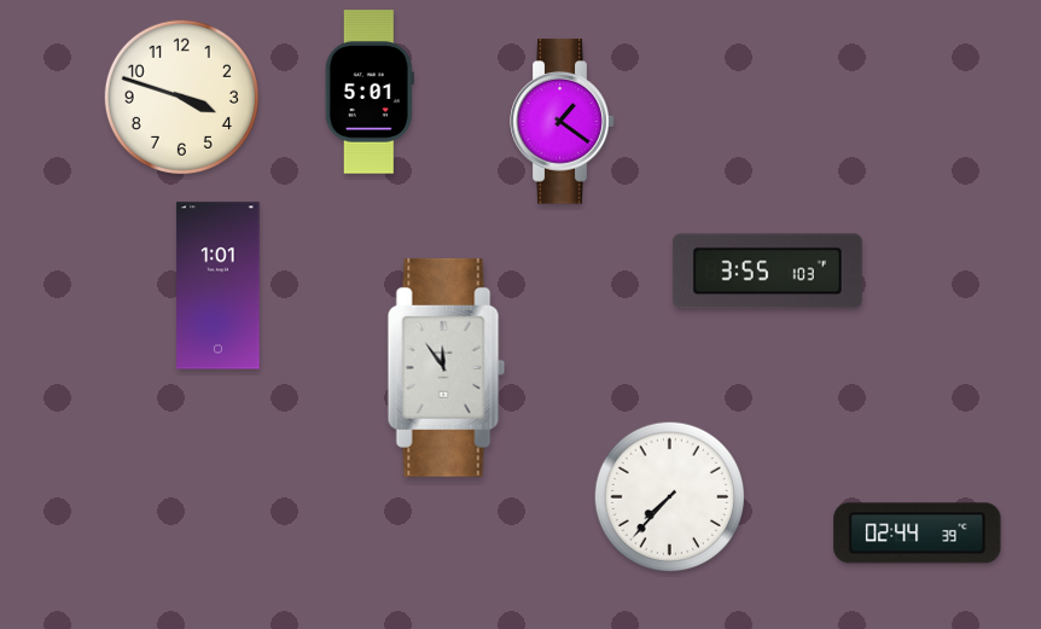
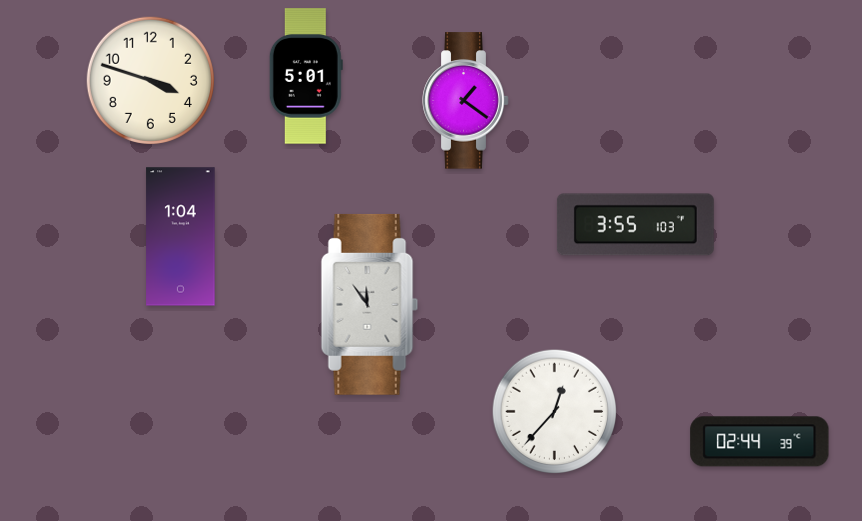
clock at (219, 286): 1:01 -> 1:04
clock at (670, 497): 7:37 -> 12:37
